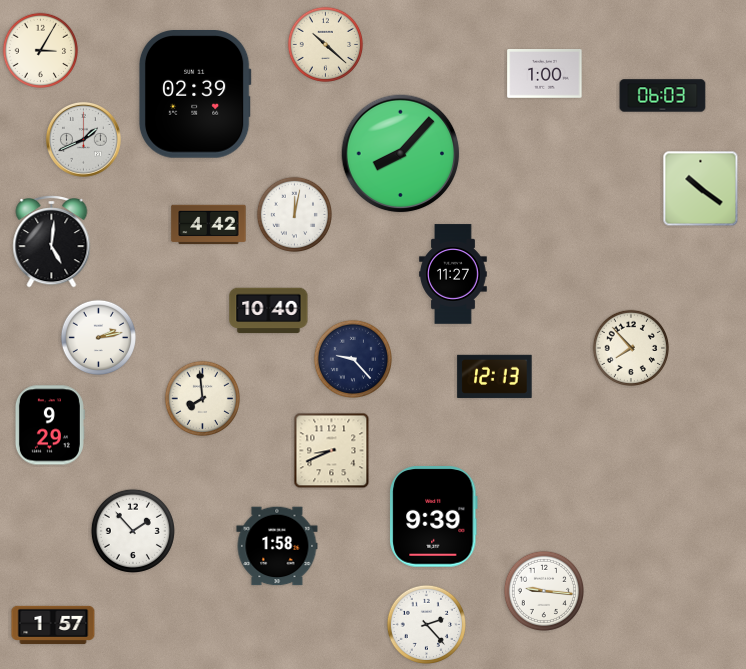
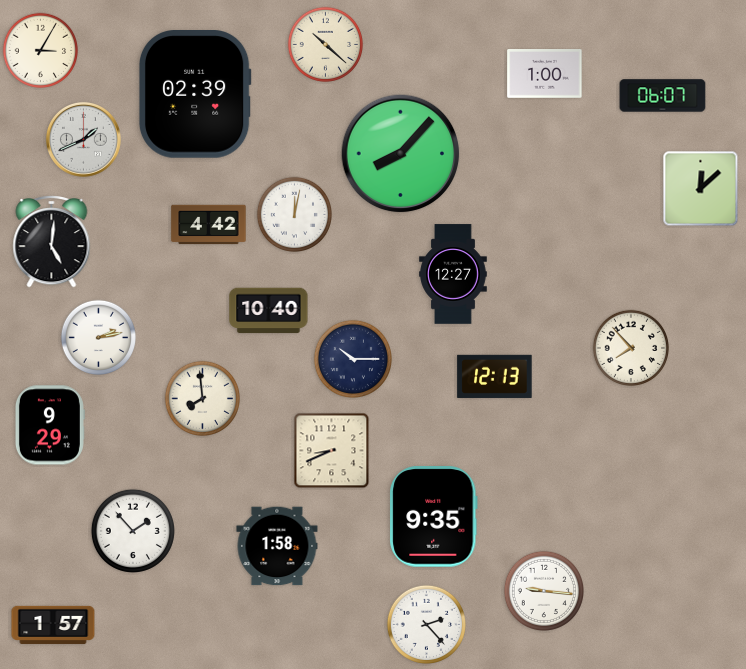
clock at (663, 96): 06:03 -> 06:07
clock at (701, 189): 10:21 -> 12:08
clock at (453, 274): 11:27 -> 12:27
clock at (352, 358): 9:23 -> 10:15
clock at (434, 517): 9:39 -> 9:35
